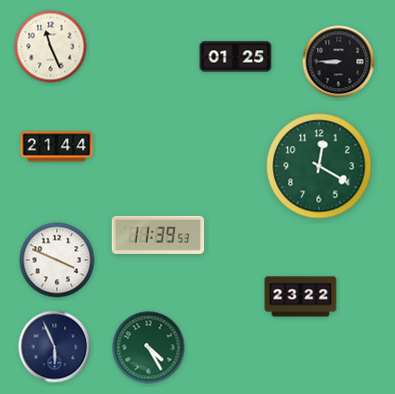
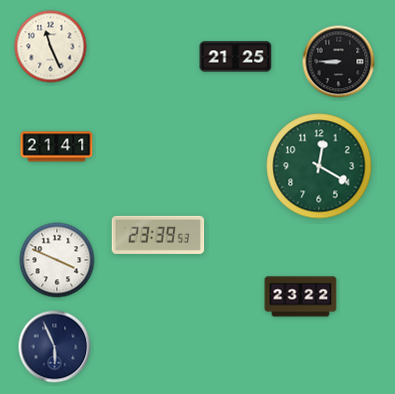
clock at (236, 57): 01:25 -> 21:25
clock at (57, 147): 21:44 -> 21:41
clock at (158, 235): 11:39 -> 23:39
clock at (149, 348): 4:25 -> none
